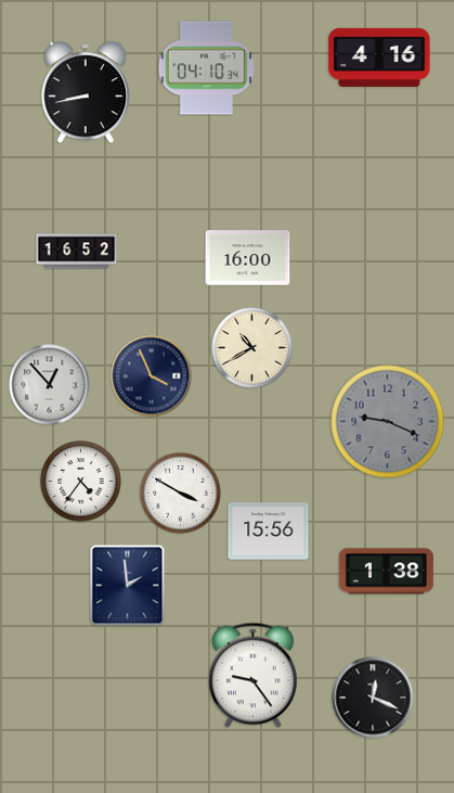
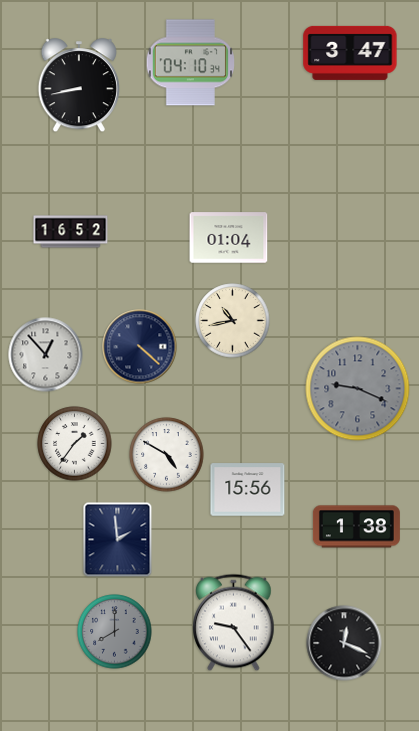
clock at (379, 57): 4:16 -> 3:47
clock at (248, 258): 16:00 -> 01:04
clock at (252, 348): 10:40 -> 10:43
clock at (152, 376): 3:56 -> 4:22
clock at (81, 482): 4:36 -> 1:36
clock at (181, 494): 3:50 -> 4:50
clock at (115, 632): none -> 8:00
